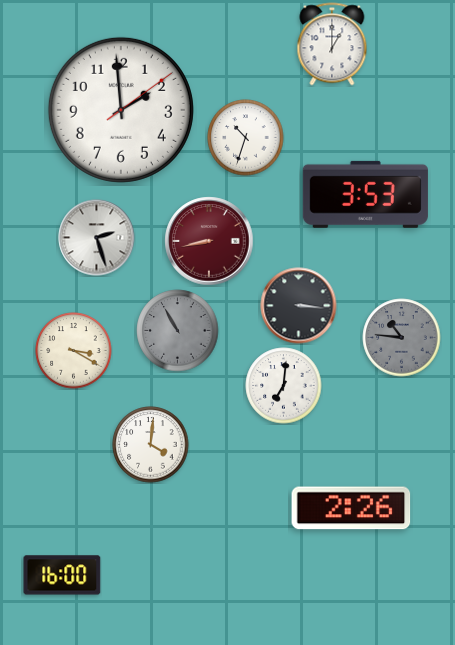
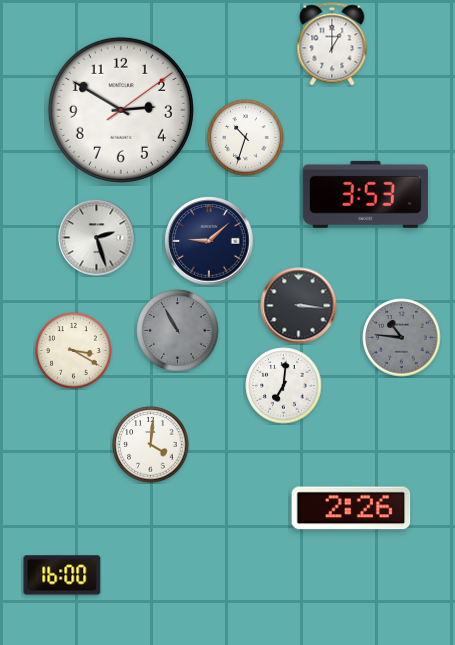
clock at (121, 110): 1:59 -> 2:50
clock at (209, 241): 8:43 -> 9:08
clock at (209, 241) dial: burgundy -> navy
